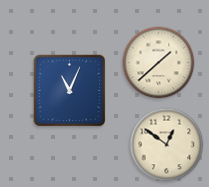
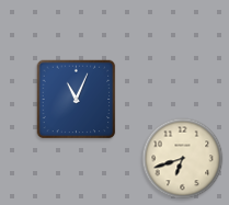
clock at (159, 63): 1:38 -> none
clock at (167, 145): 12:51 -> 6:42
